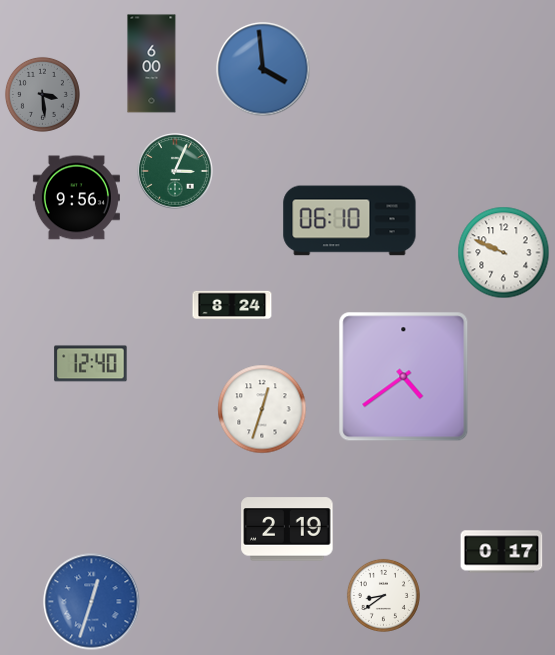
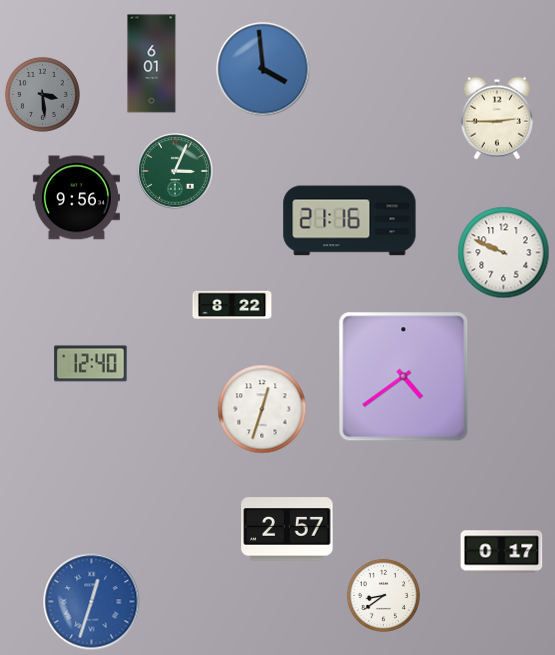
clock at (152, 64): 6:00 -> 6:01
clock at (497, 118): none -> 2:45
clock at (350, 221): 06:10 -> 21:16
clock at (232, 305): 8:24 -> 8:22
clock at (287, 529): 2:19 -> 2:57
